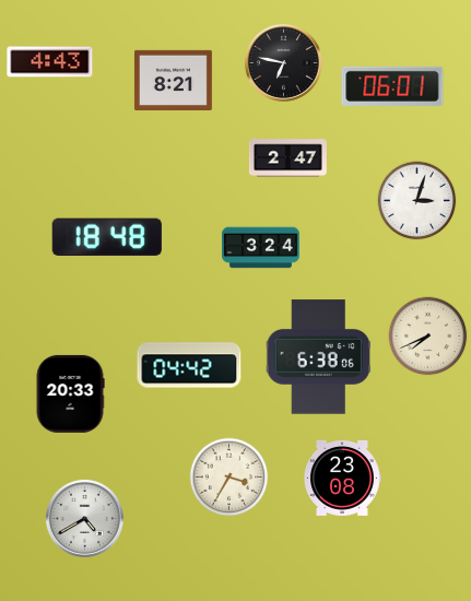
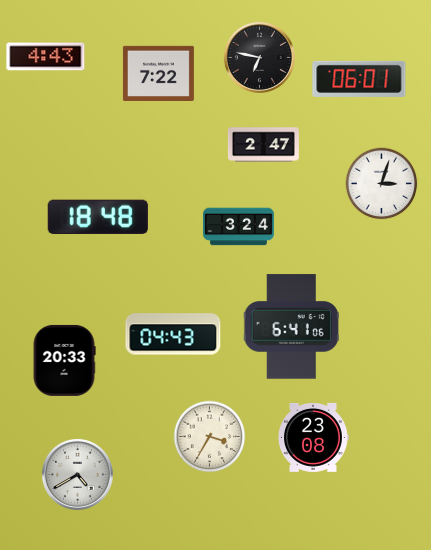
clock at (173, 80): 8:21 -> 7:22
clock at (428, 337): 7:41 -> none
clock at (318, 357): 6:38 -> 6:41
clock at (189, 365): 04:42 -> 04:43
